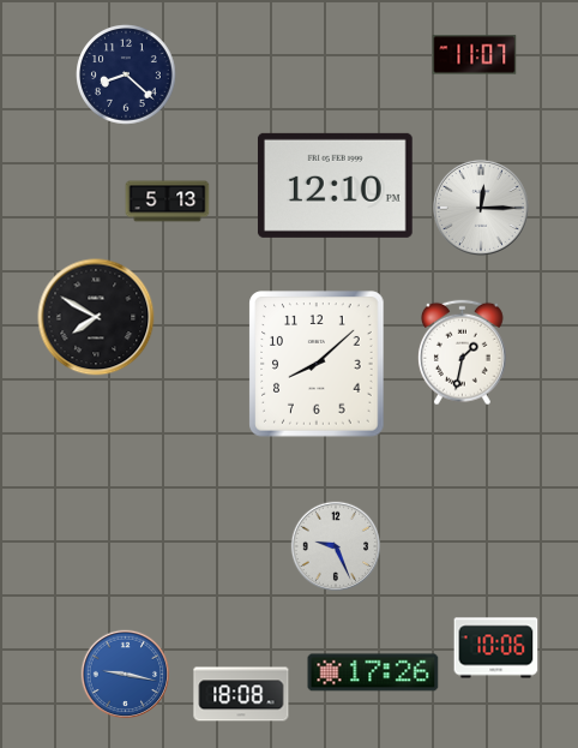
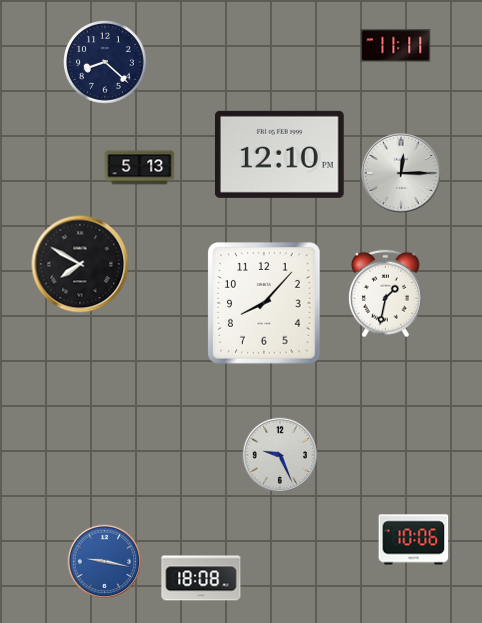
clock at (475, 55): 11:07 -> 11:11
clock at (317, 364): 8:08 -> 8:07
clock at (373, 672): 17:26 -> none
